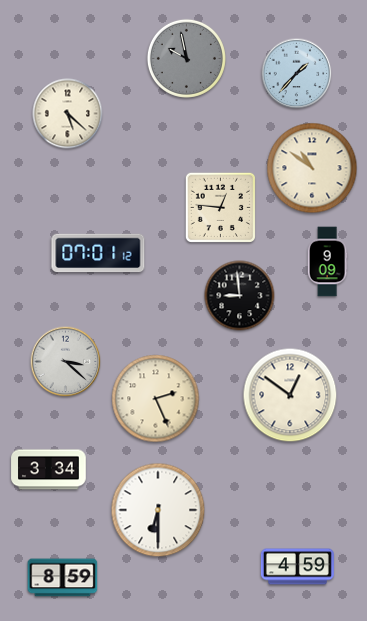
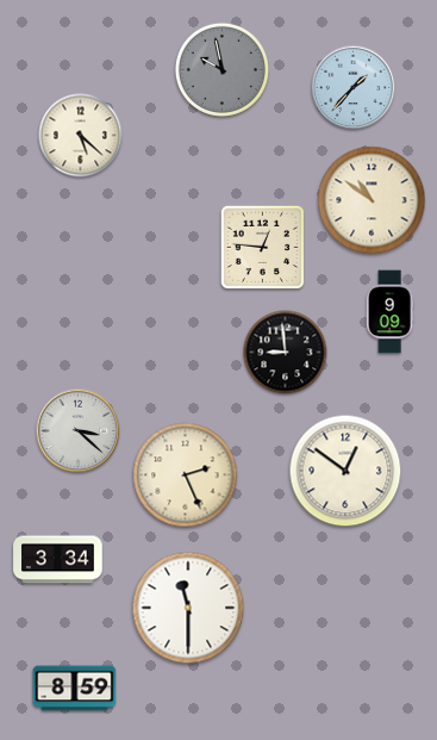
clock at (98, 253): 07:01 -> none
clock at (158, 510): 6:30 -> 11:30
clock at (297, 567): 4:59 -> none
